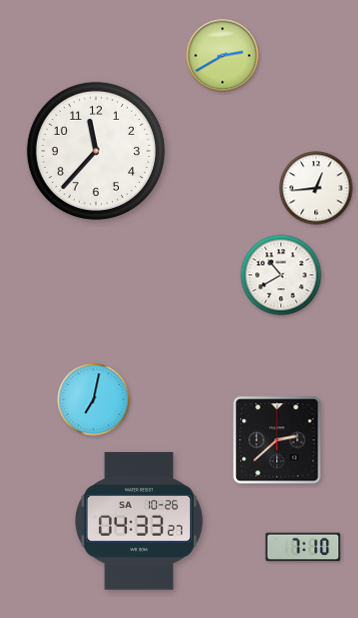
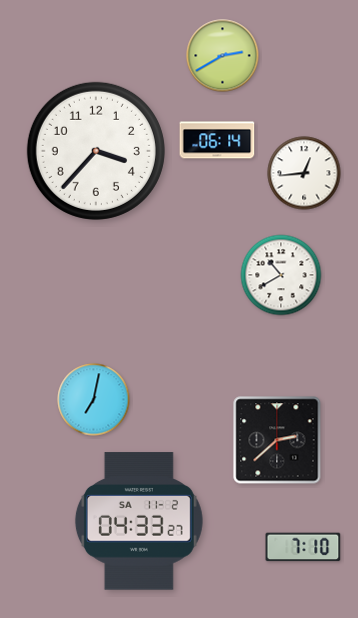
clock at (217, 140): none -> 06:14
clock at (96, 151): 11:37 -> 3:37
clock at (316, 188) position: (316, 188) -> (304, 173)
clock at (139, 521) date: SA 10-26 -> SA 11-2
